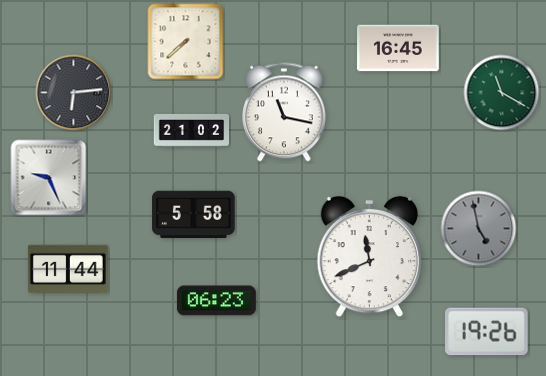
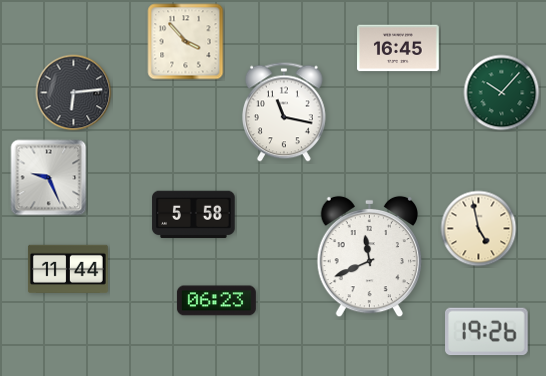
clock at (186, 42): 7:38 -> 3:53
clock at (502, 93): 11:20 -> 10:07
clock at (191, 130): 21:02 -> none
clock at (479, 229) dial: grey -> cream
